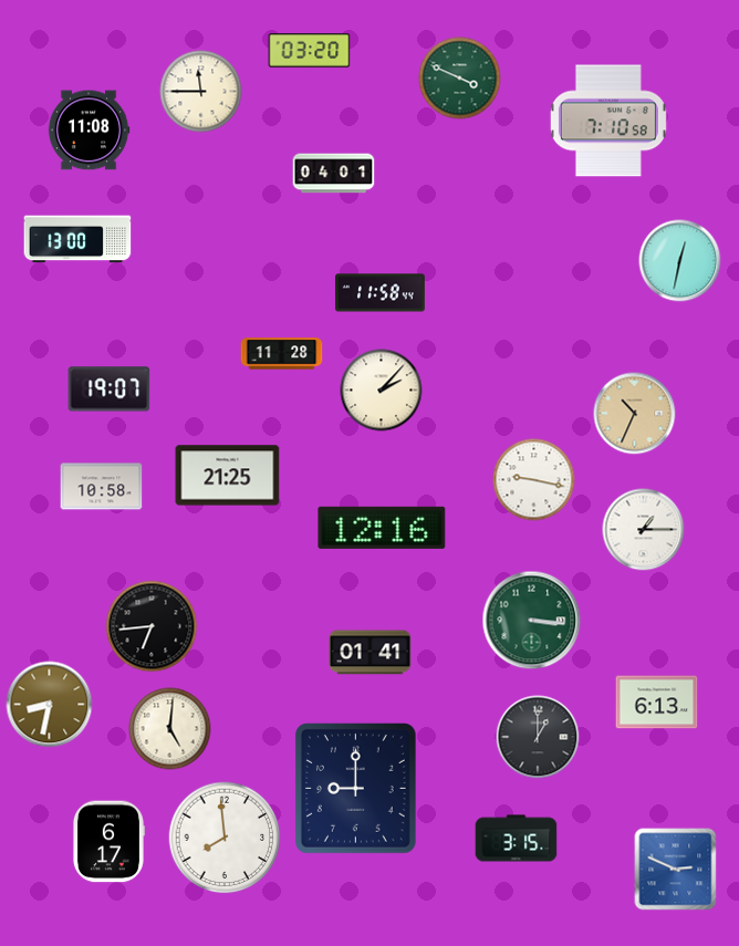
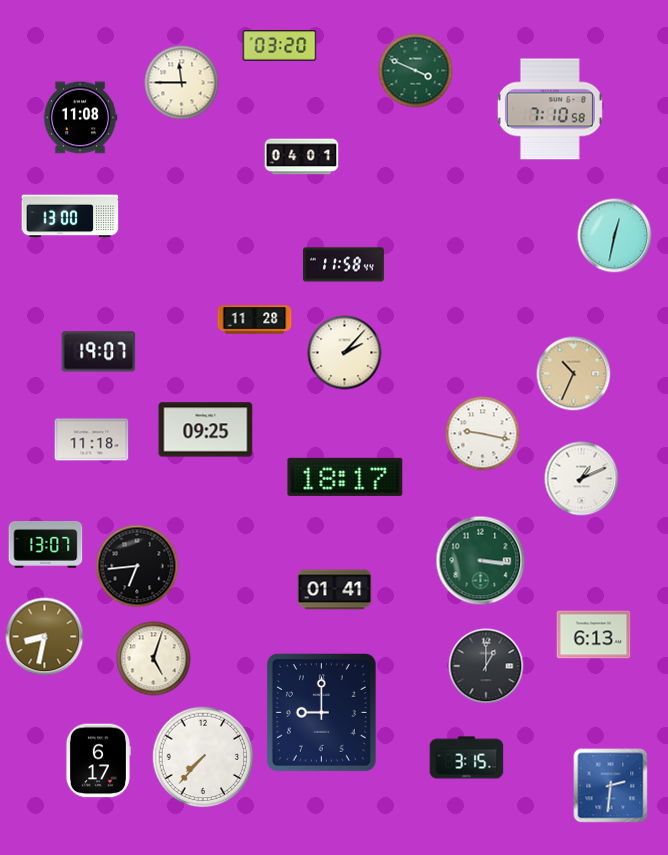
clock at (228, 476): 21:25 -> 09:25
clock at (102, 487): 10:58 -> 11:18
clock at (382, 528): 12:16 -> 18:17
clock at (644, 530): 1:15 -> 1:11
clock at (46, 545): none -> 13:07
clock at (170, 729): 5:01 -> 5:03
clock at (225, 838): 7:59 -> 7:37
clock at (676, 870): 2:49 -> 2:31
